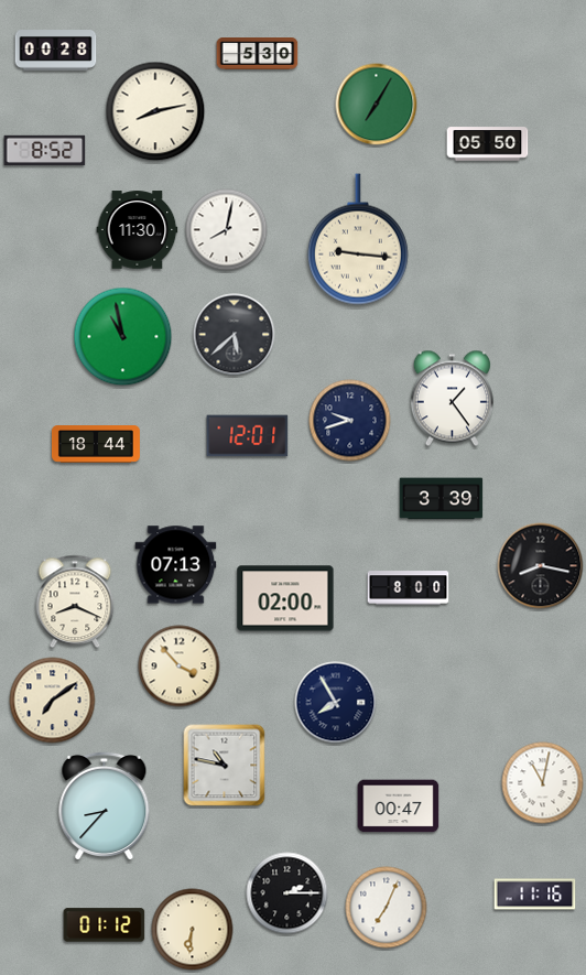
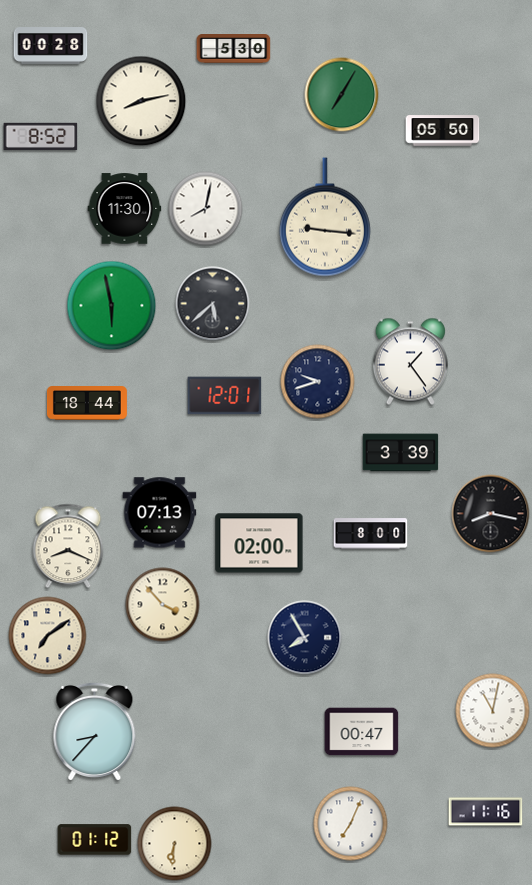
clock at (123, 337): 10:58 -> 5:58
clock at (225, 766): 10:47 -> none
clock at (287, 893): 2:15 -> none
